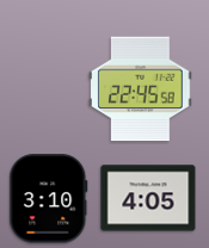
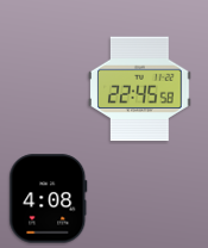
clock at (148, 198): 4:05 -> none
clock at (49, 199): 3:10 -> 4:08
